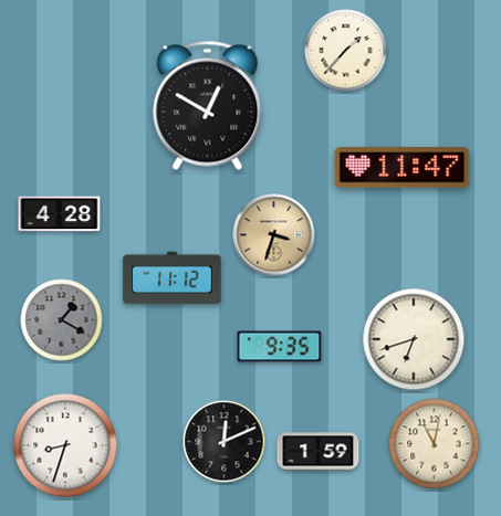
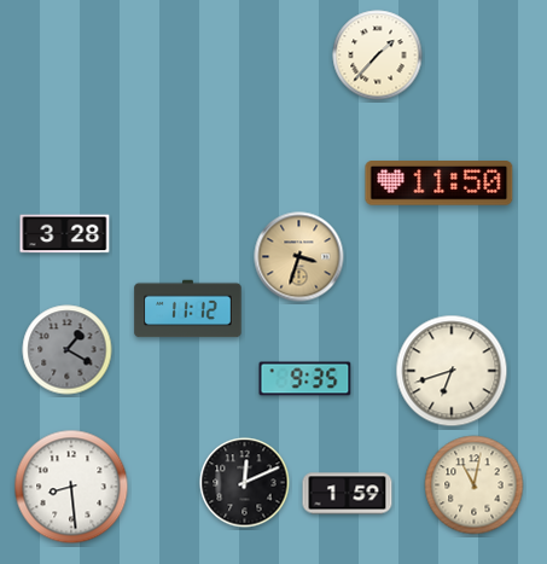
clock at (208, 105): 12:50 -> none
clock at (403, 168): 11:47 -> 11:50
clock at (60, 214): 4:28 -> 3:28
clock at (173, 278) position: (173, 278) -> (188, 309)
clock at (65, 445): 8:33 -> 8:29
